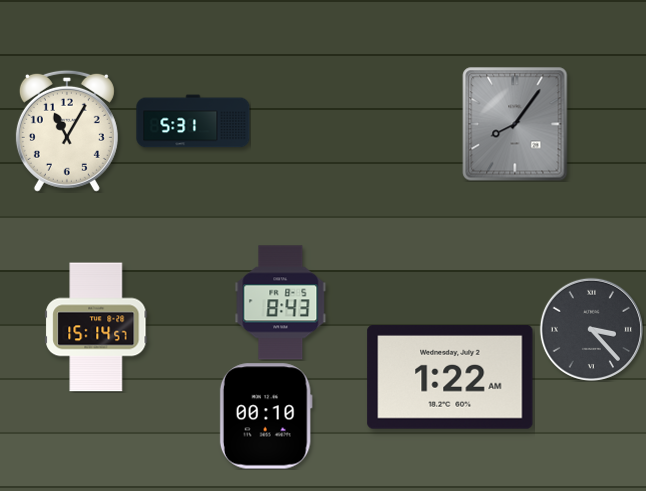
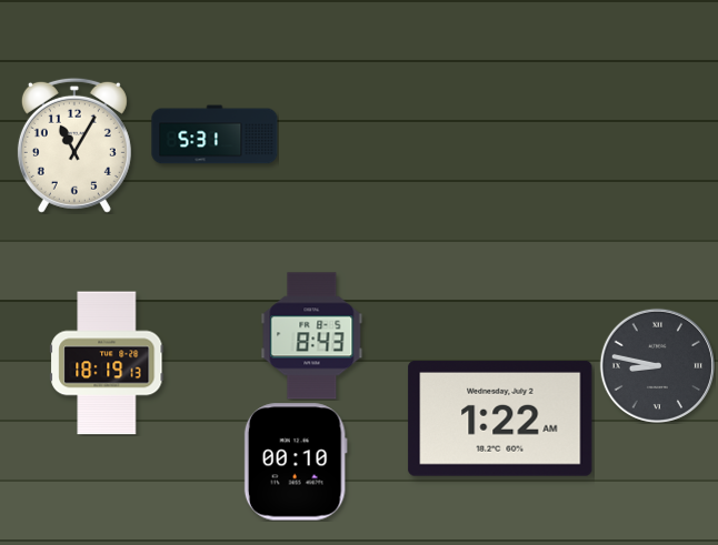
clock at (515, 124): 8:06 -> none
clock at (96, 327): 15:14 -> 18:19
clock at (591, 329): 3:23 -> 8:47
